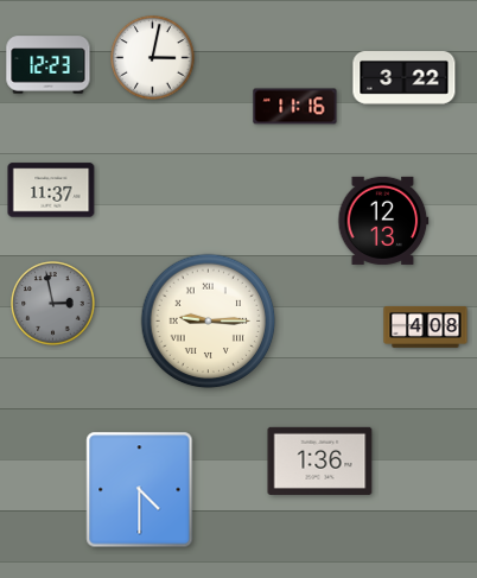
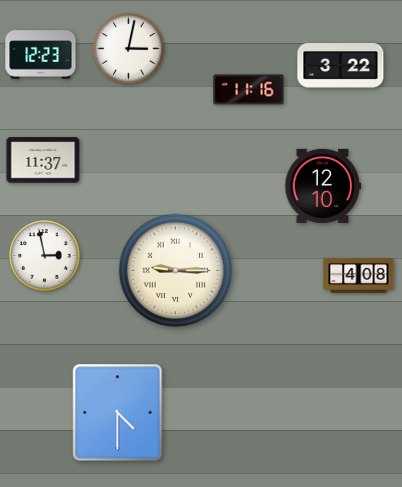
clock at (383, 221): 12:13 -> 12:10
clock at (53, 304) dial: grey -> white
clock at (320, 461): 1:36 -> none
